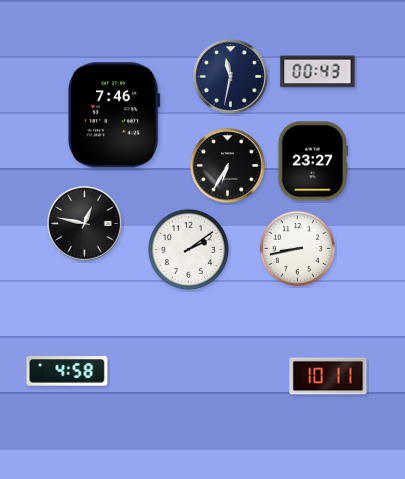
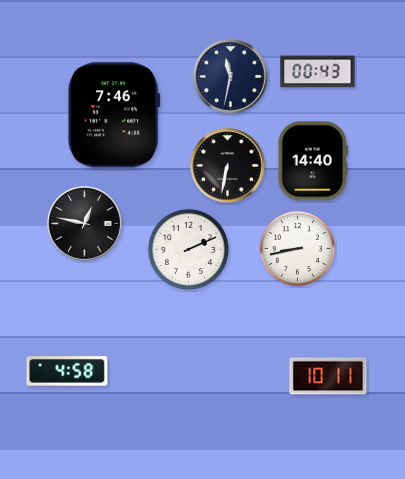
clock at (312, 161): 23:27 -> 14:40
clock at (228, 166): 6:35 -> 6:32
clock at (188, 249): 2:09 -> 2:11
